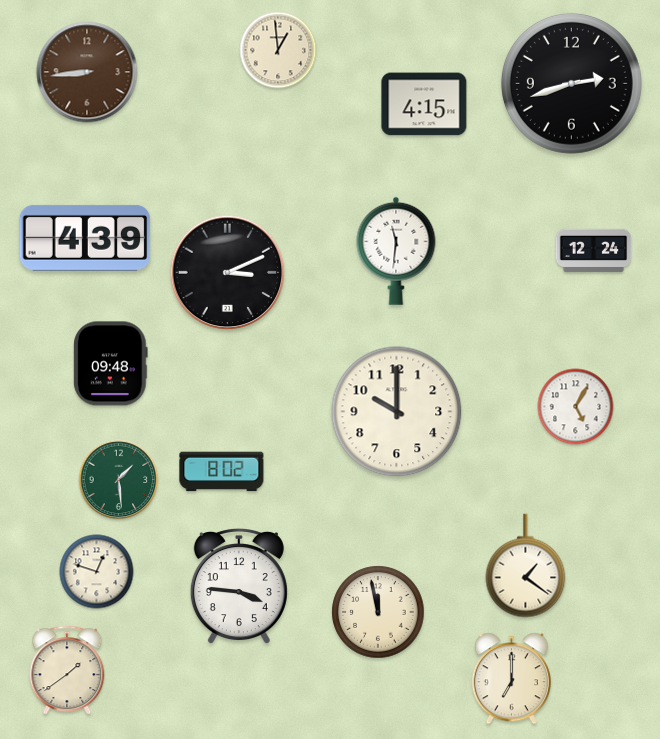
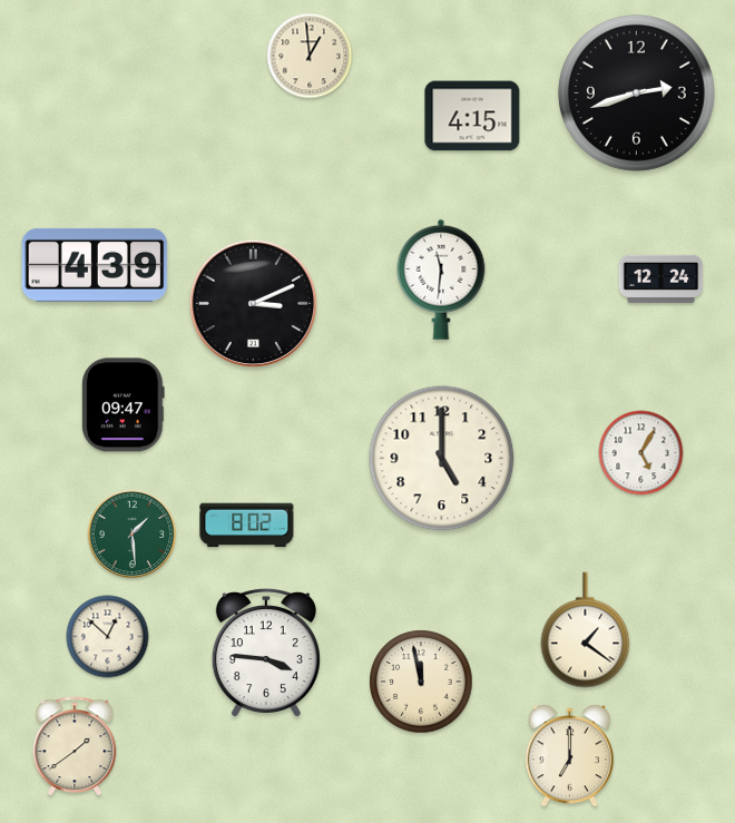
clock at (87, 72): 8:44 -> none
clock at (111, 364): 09:48 -> 09:47
clock at (397, 412): 10:00 -> 5:00
clock at (97, 572): 12:48 -> 12:52
